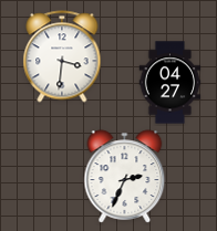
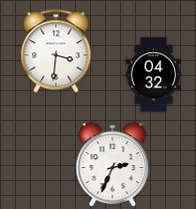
clock at (170, 83): 04:27 -> 04:32
clock at (125, 177) position: (125, 177) -> (113, 165)
